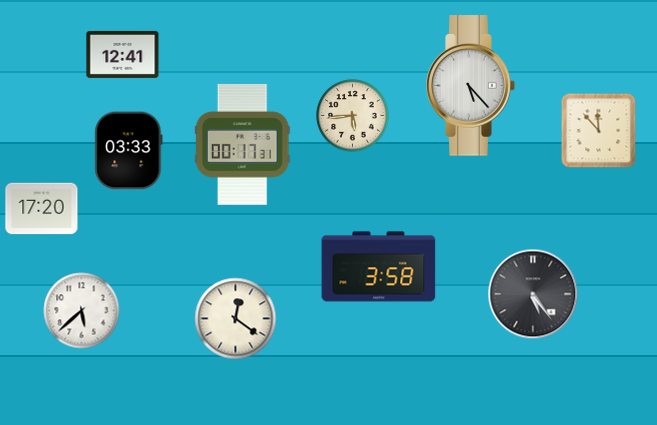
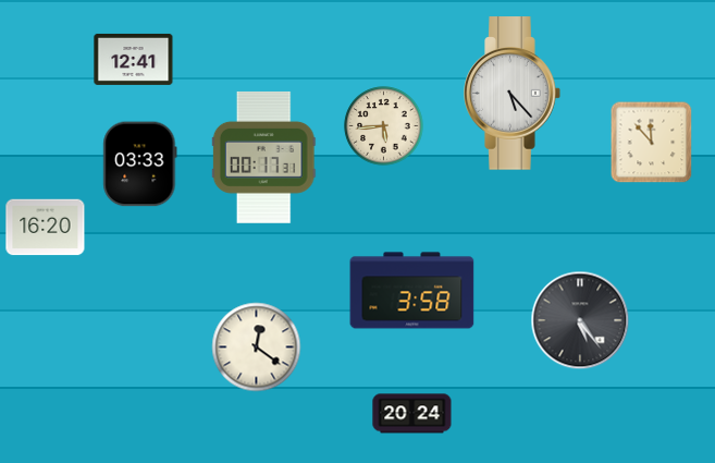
clock at (42, 209): 17:20 -> 16:20
clock at (82, 311): 5:38 -> none
clock at (412, 414): none -> 20:24
